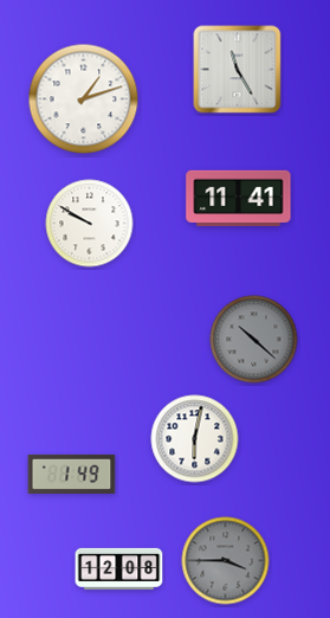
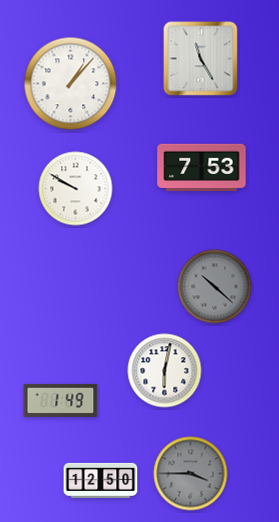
clock at (84, 99): 1:12 -> 1:07
clock at (239, 198): 11:41 -> 7:53
clock at (119, 568): 12:08 -> 12:50
